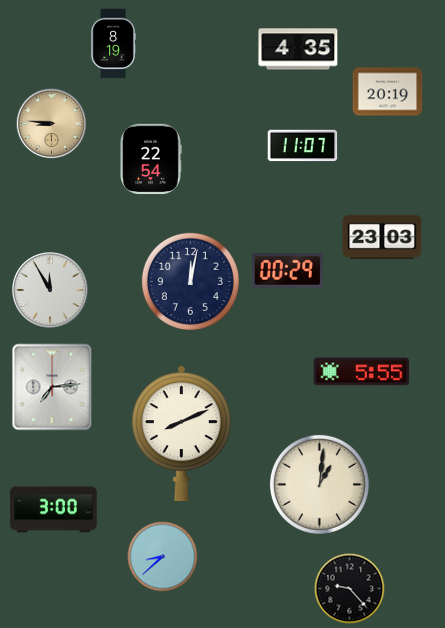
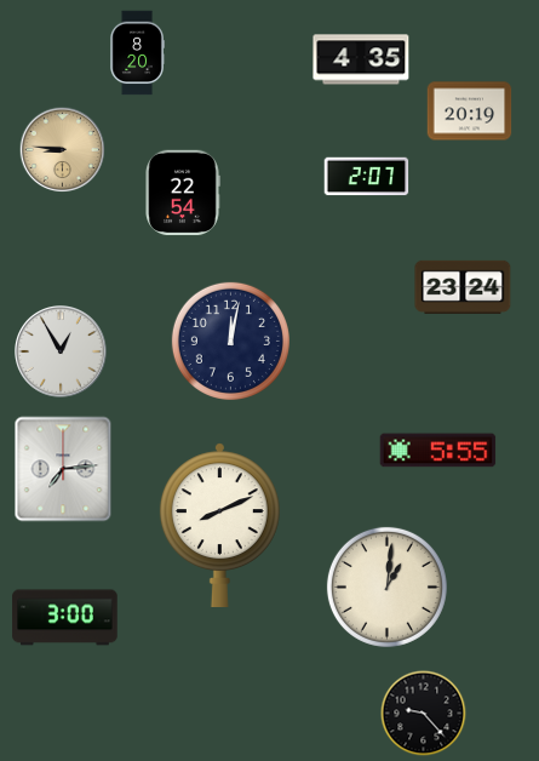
clock at (113, 44): 8:19 -> 8:20
clock at (303, 146): 11:07 -> 2:07
clock at (382, 237): 23:03 -> 23:24
clock at (287, 271): 00:29 -> none
clock at (51, 291): 11:55 -> 12:55
clock at (163, 557): 8:38 -> none
